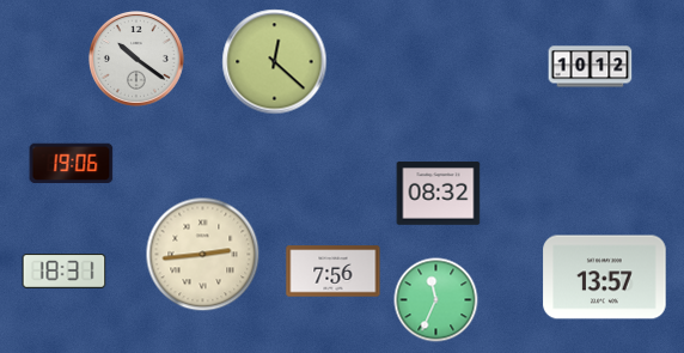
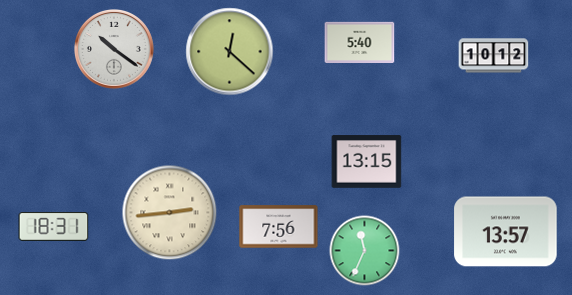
clock at (360, 42): none -> 5:40
clock at (72, 164): 19:06 -> none
clock at (439, 194): 08:32 -> 13:15
